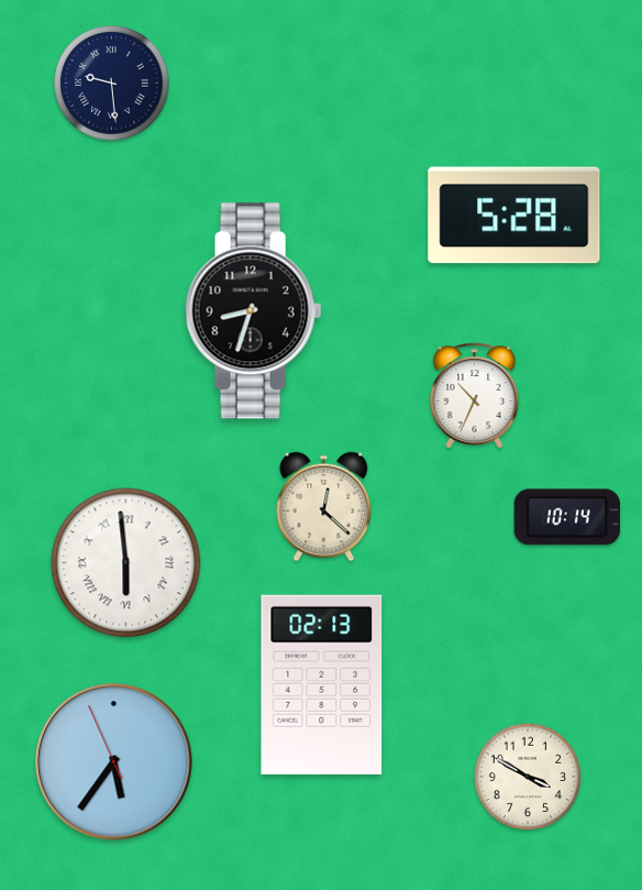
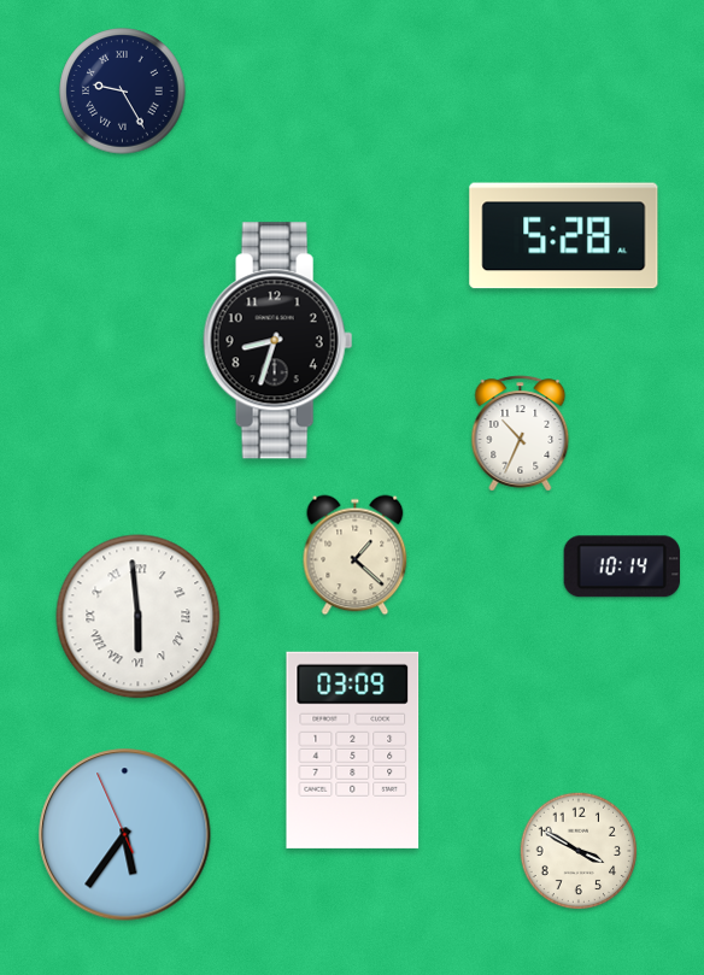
clock at (112, 84): 9:29 -> 9:25
clock at (324, 507): 12:22 -> 1:22
clock at (322, 684): 02:13 -> 03:09
